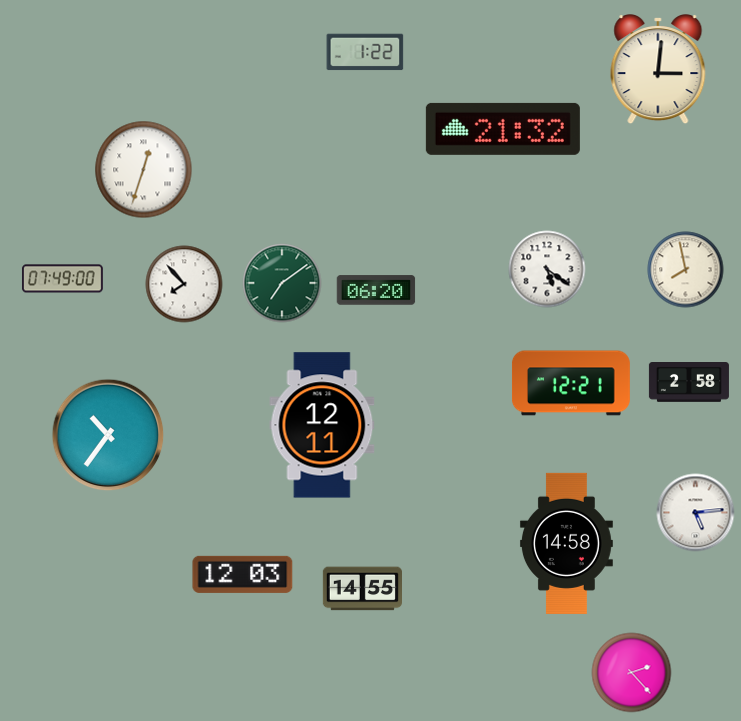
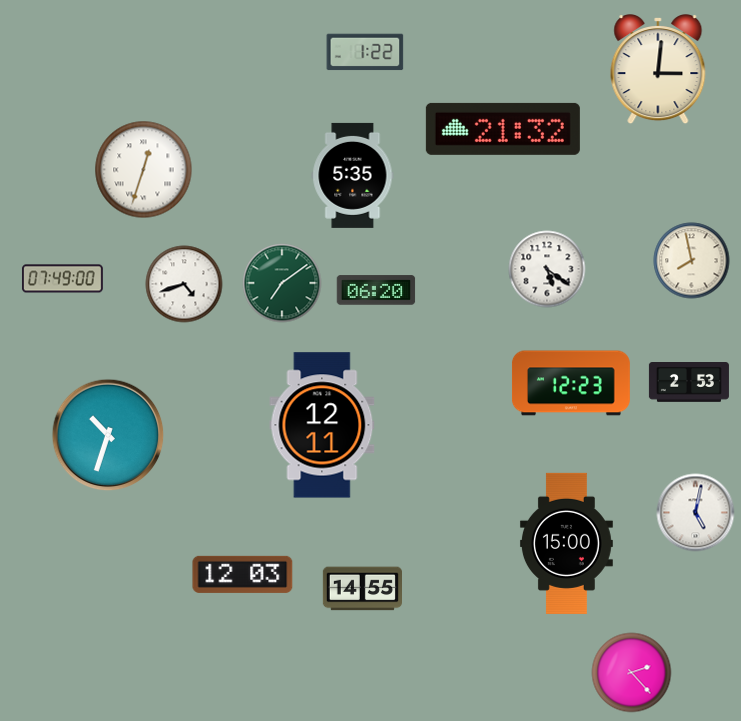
clock at (353, 175): none -> 5:35
clock at (686, 270) position: (686, 270) -> (692, 261)
clock at (184, 284): 7:53 -> 4:42
clock at (571, 383): 12:21 -> 12:23
clock at (689, 383): 2:58 -> 2:53
clock at (108, 435): 10:36 -> 10:33
clock at (696, 513): 5:14 -> 5:02
clock at (566, 543): 14:58 -> 15:00
